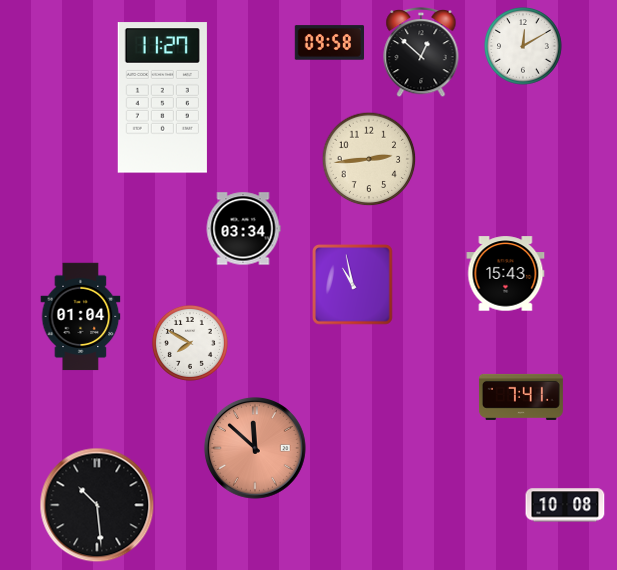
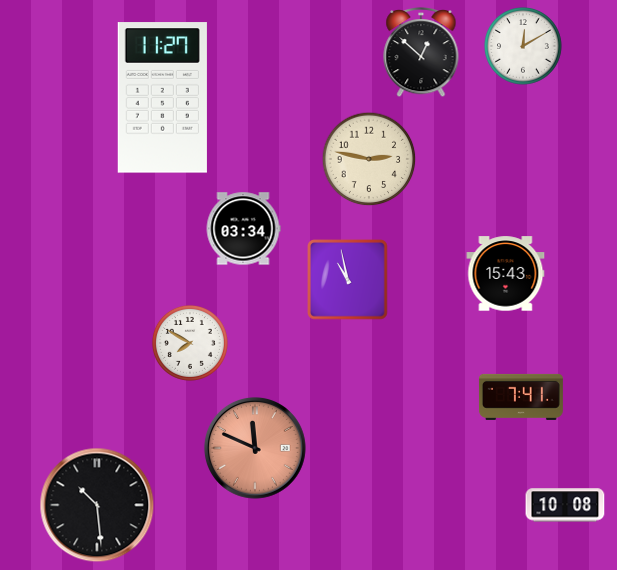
clock at (329, 43): 09:58 -> none
clock at (369, 159): 2:44 -> 2:47
clock at (353, 285) position: (353, 285) -> (348, 280)
clock at (81, 317): 01:04 -> none
clock at (255, 449): 11:52 -> 11:49
